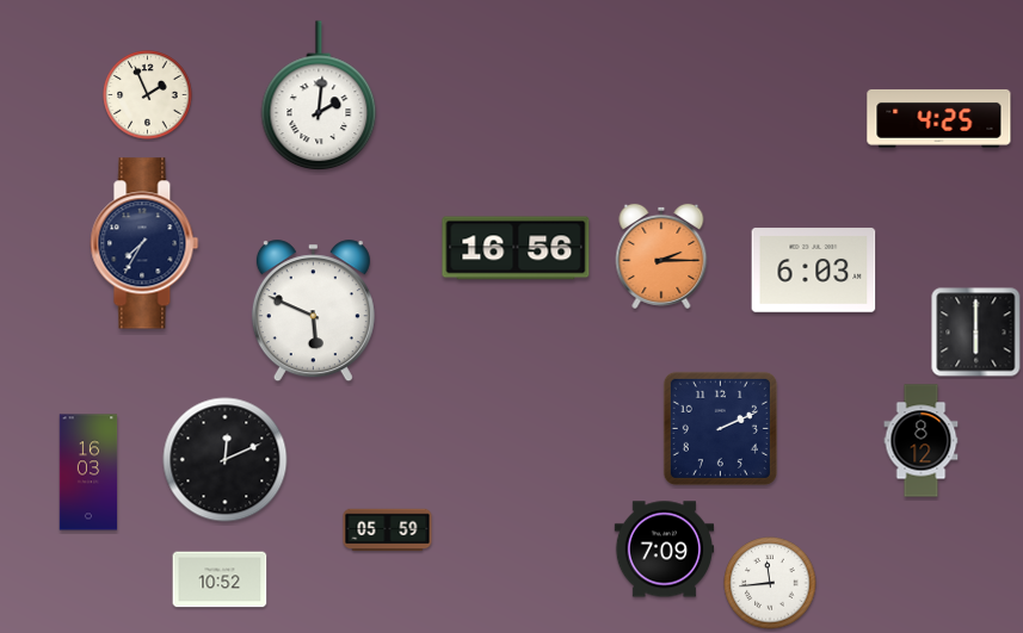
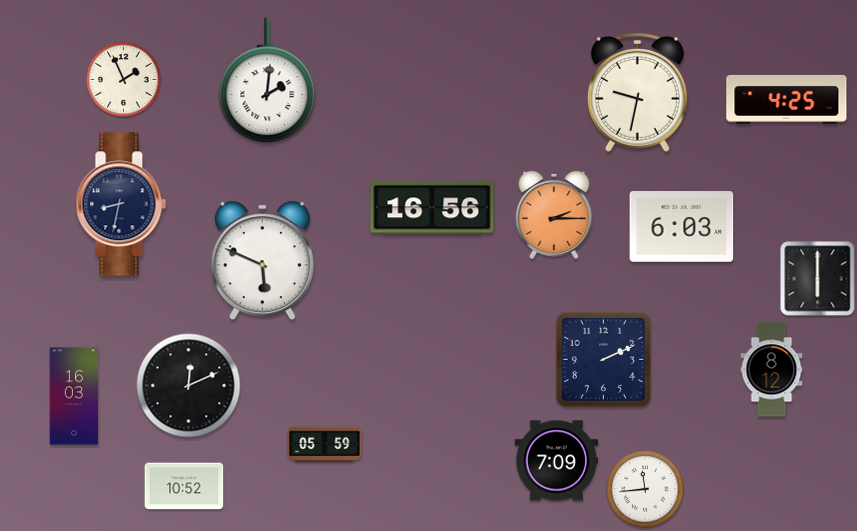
clock at (637, 93): none -> 9:32
clock at (144, 243): 7:35 -> 8:32
